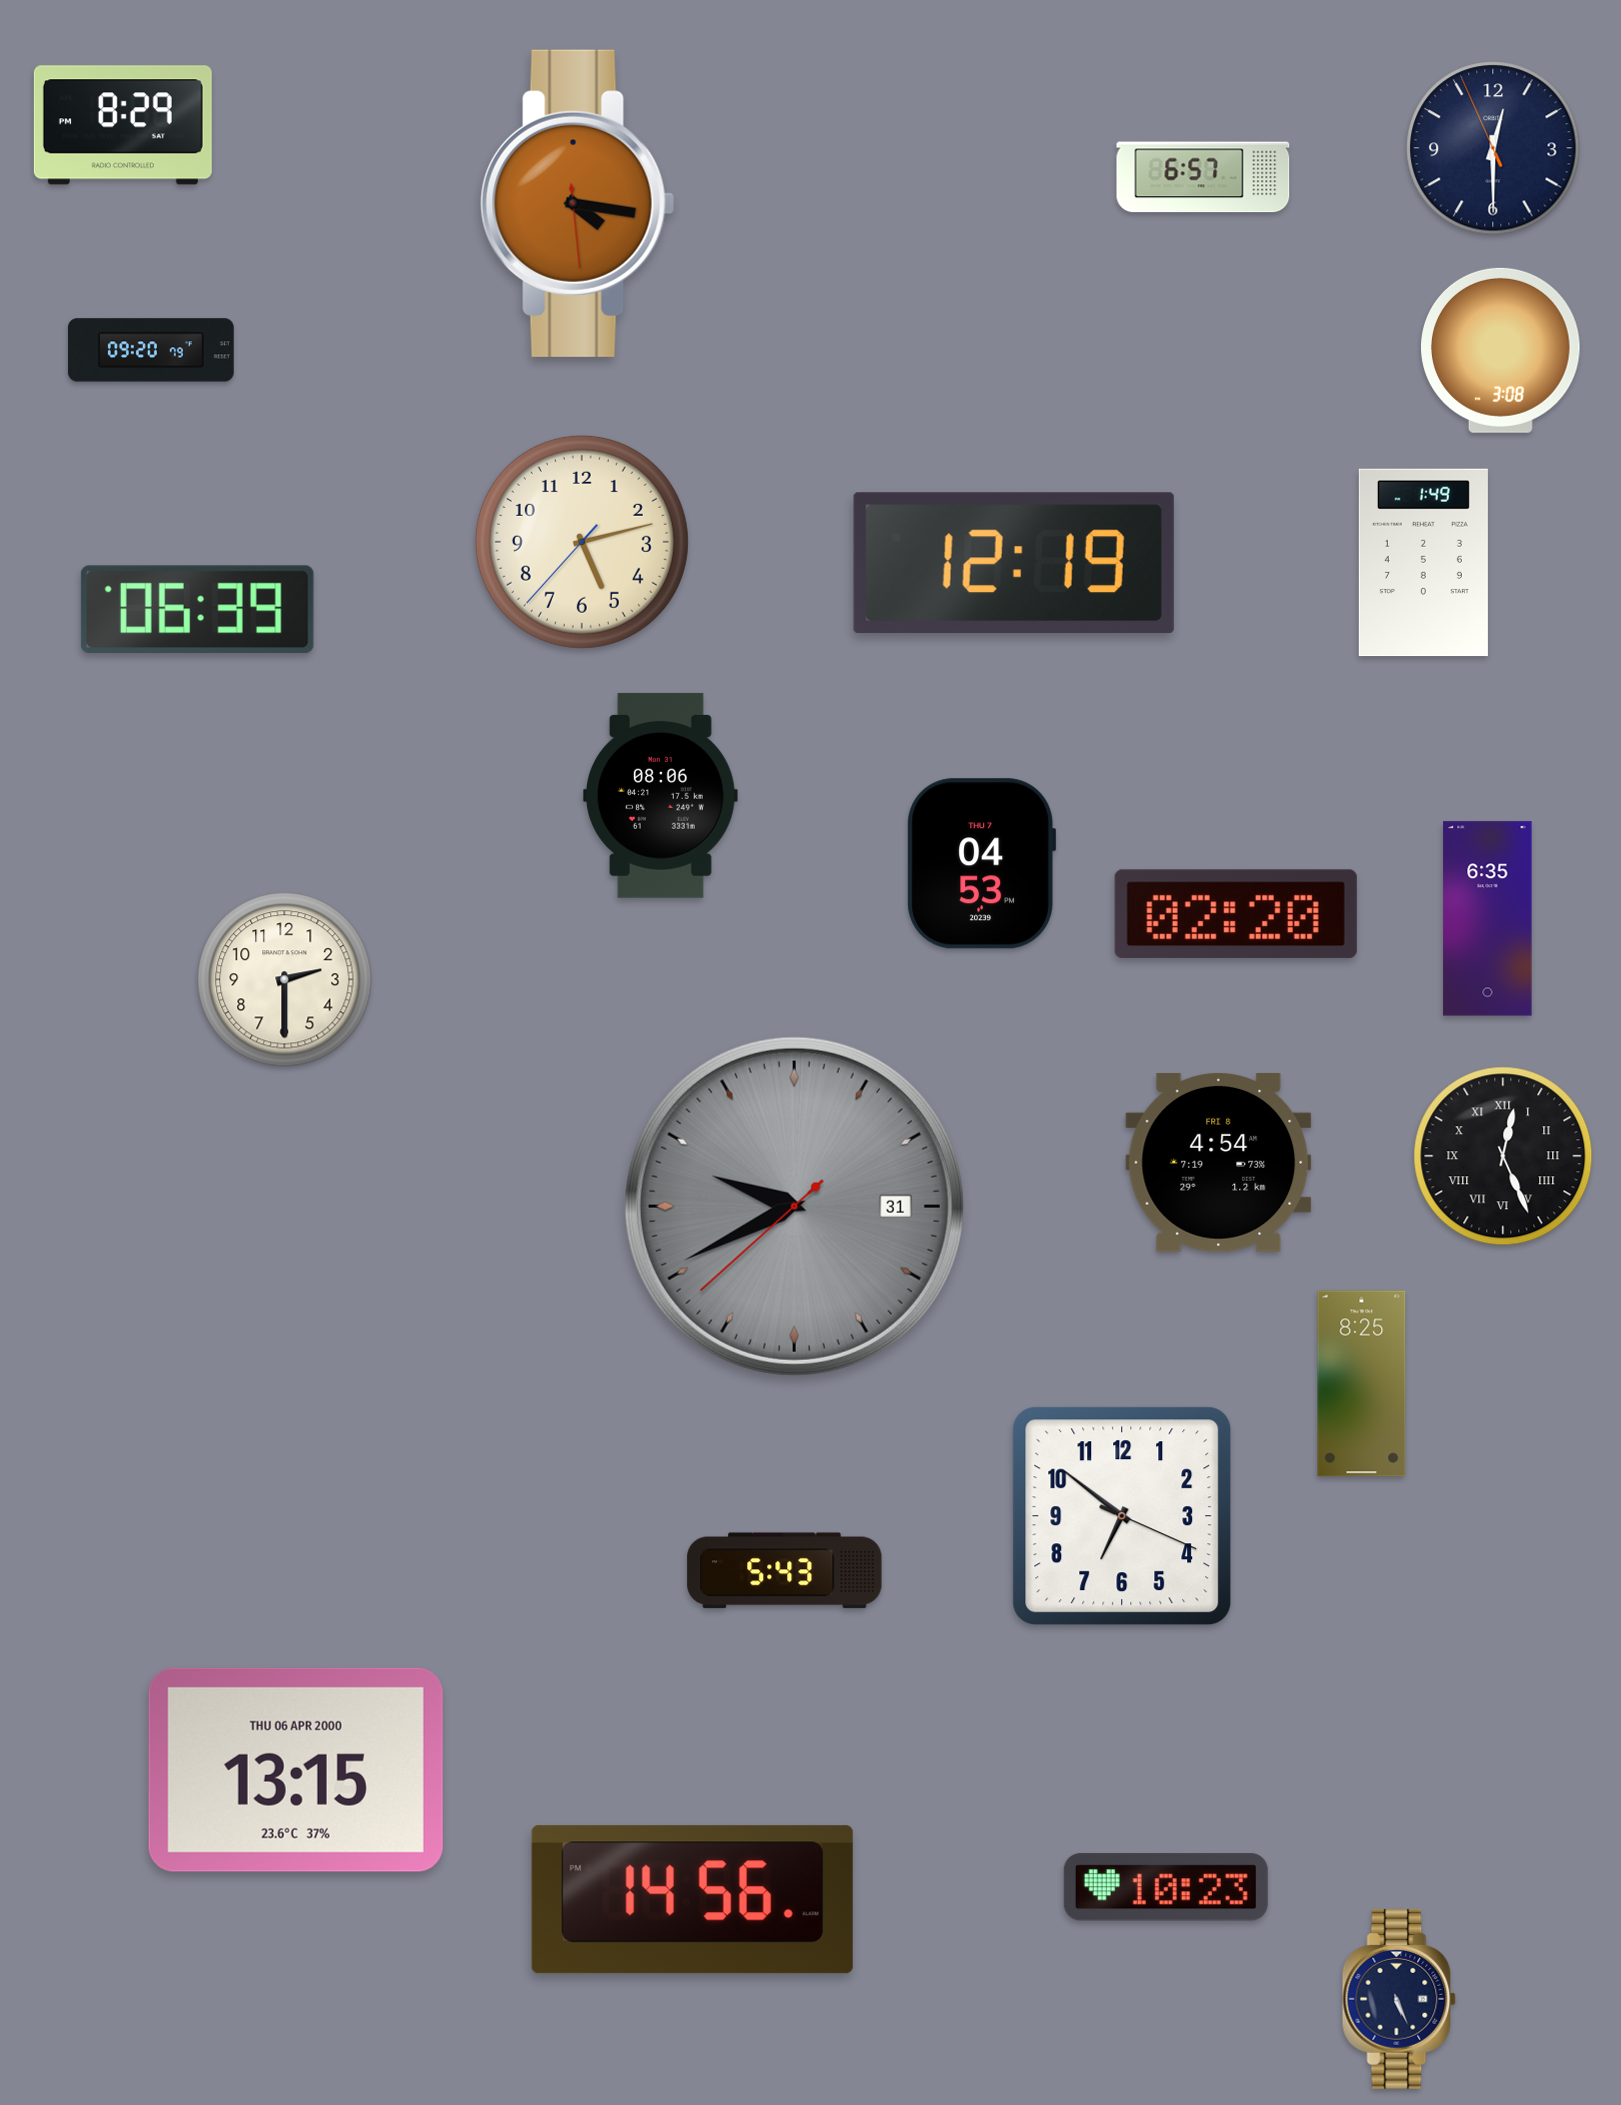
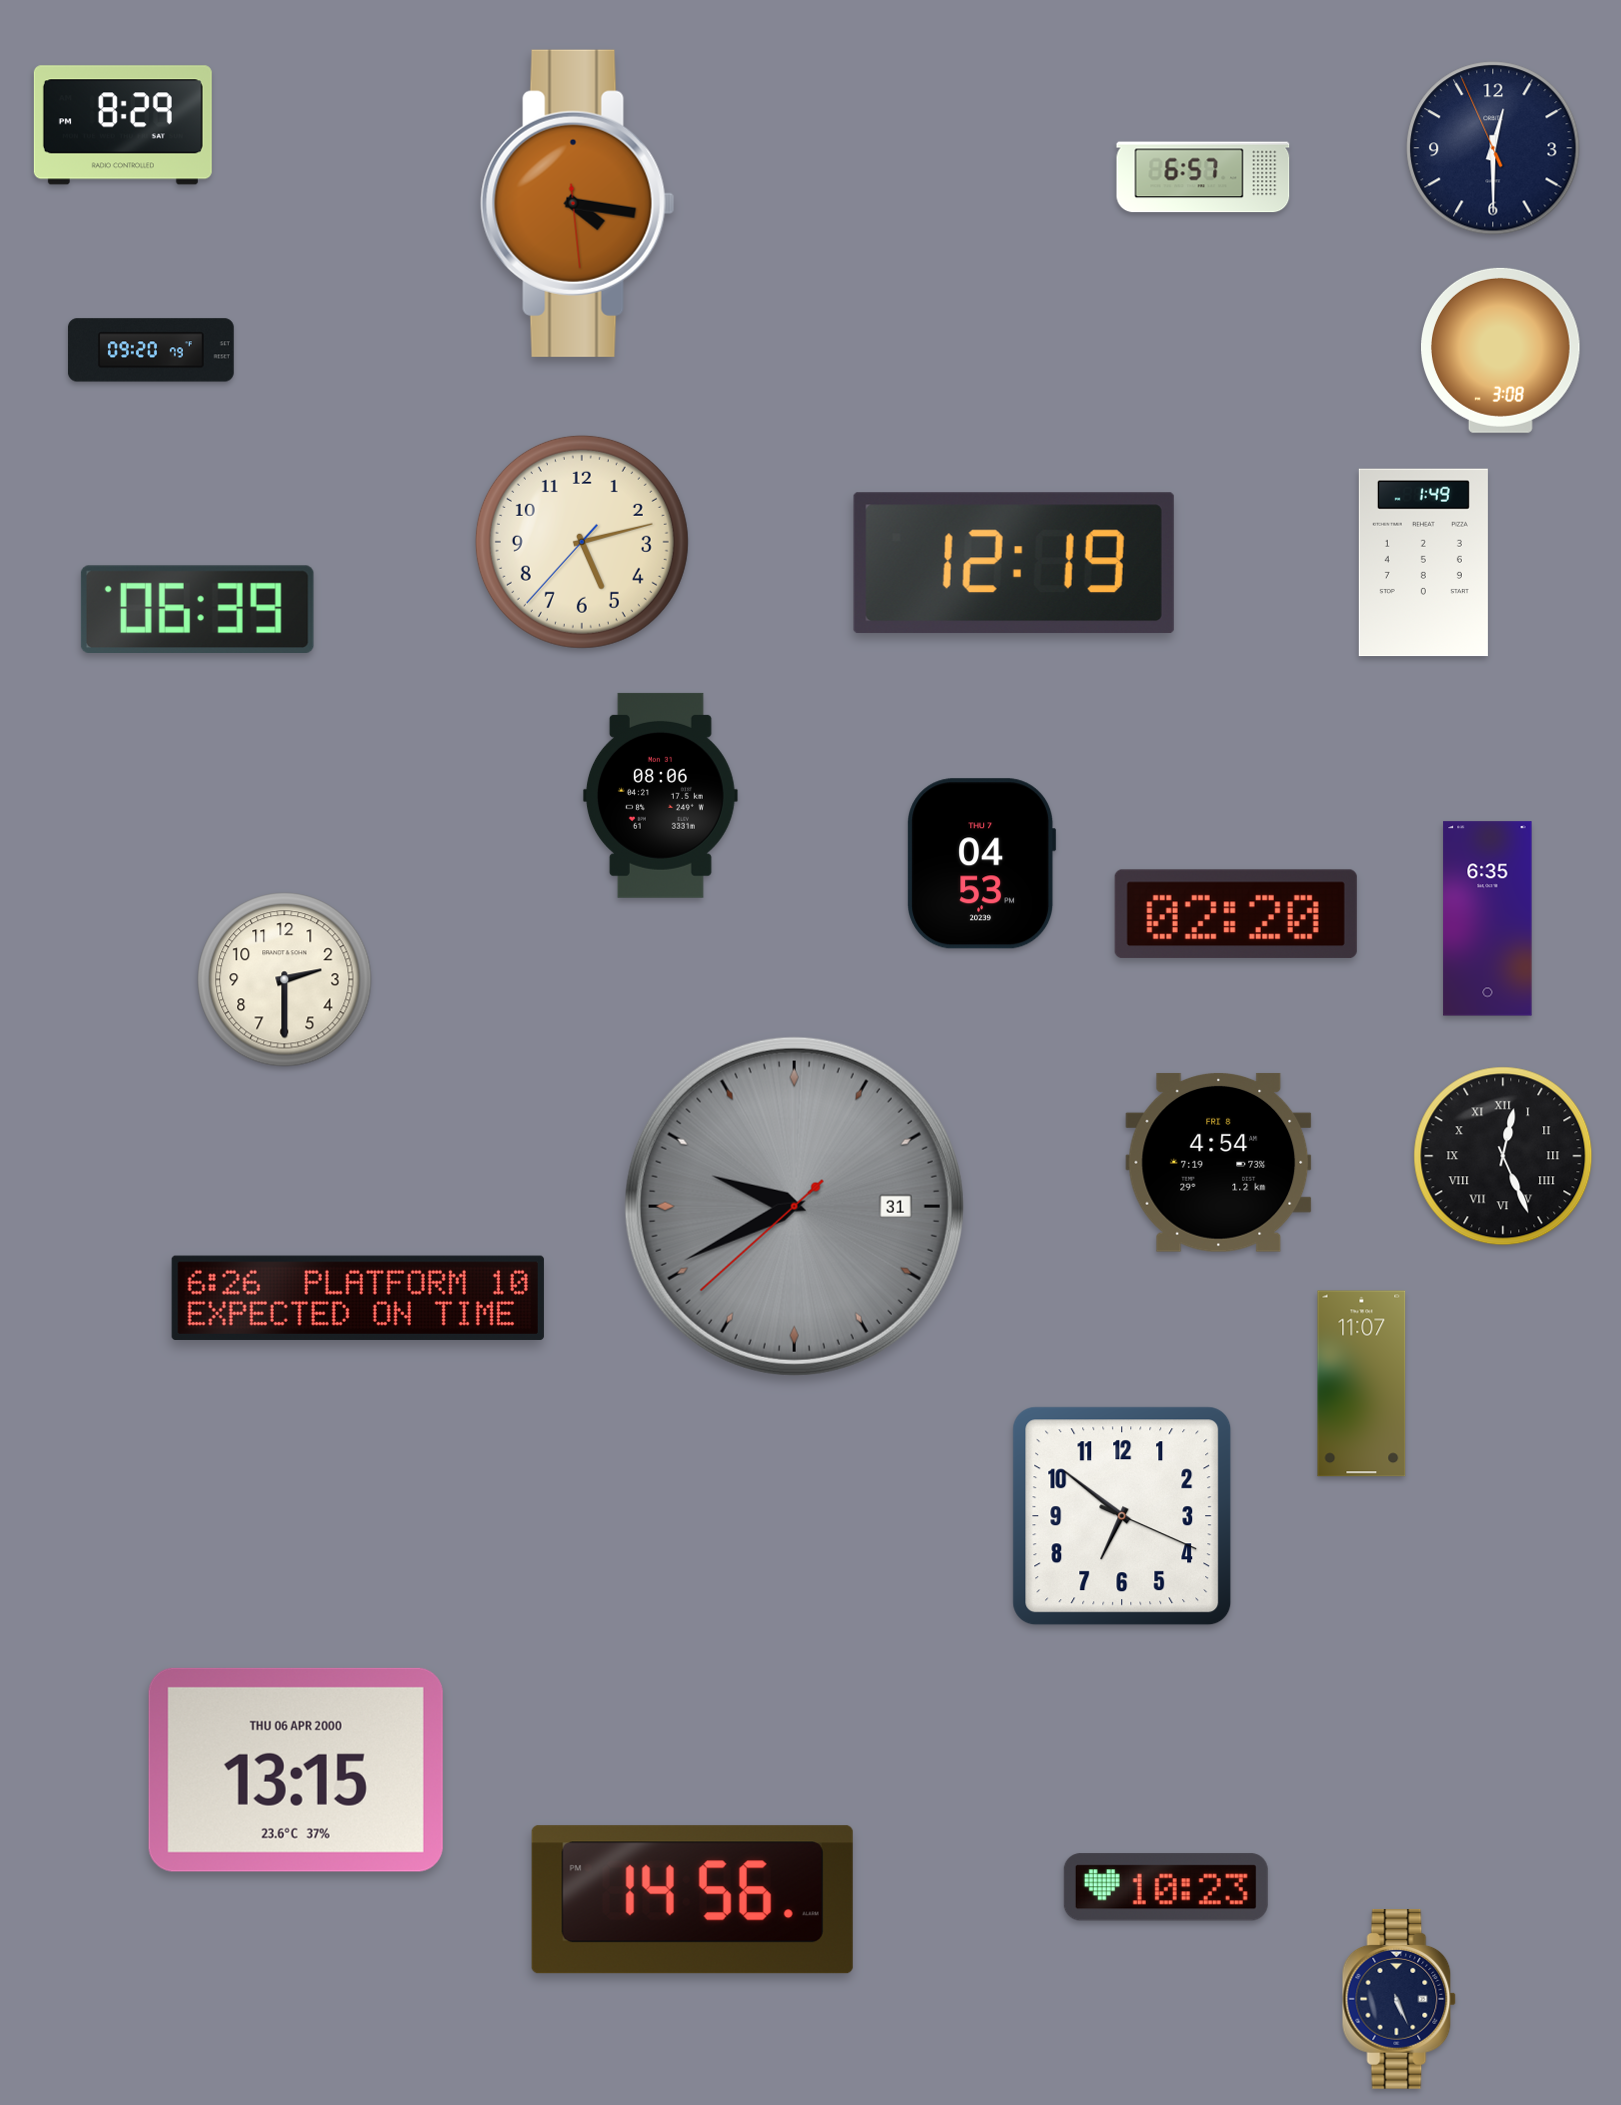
clock at (358, 1298): none -> 6:26
clock at (1362, 1384): 8:25 -> 11:07
clock at (785, 1571): 5:43 -> none
